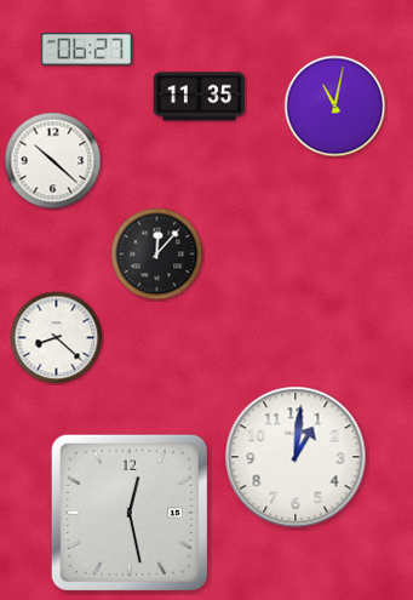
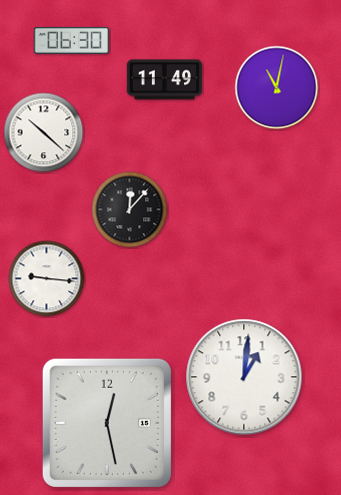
clock at (86, 48): 06:27 -> 06:30
clock at (199, 97): 11:35 -> 11:49
clock at (57, 338): 8:22 -> 9:16
